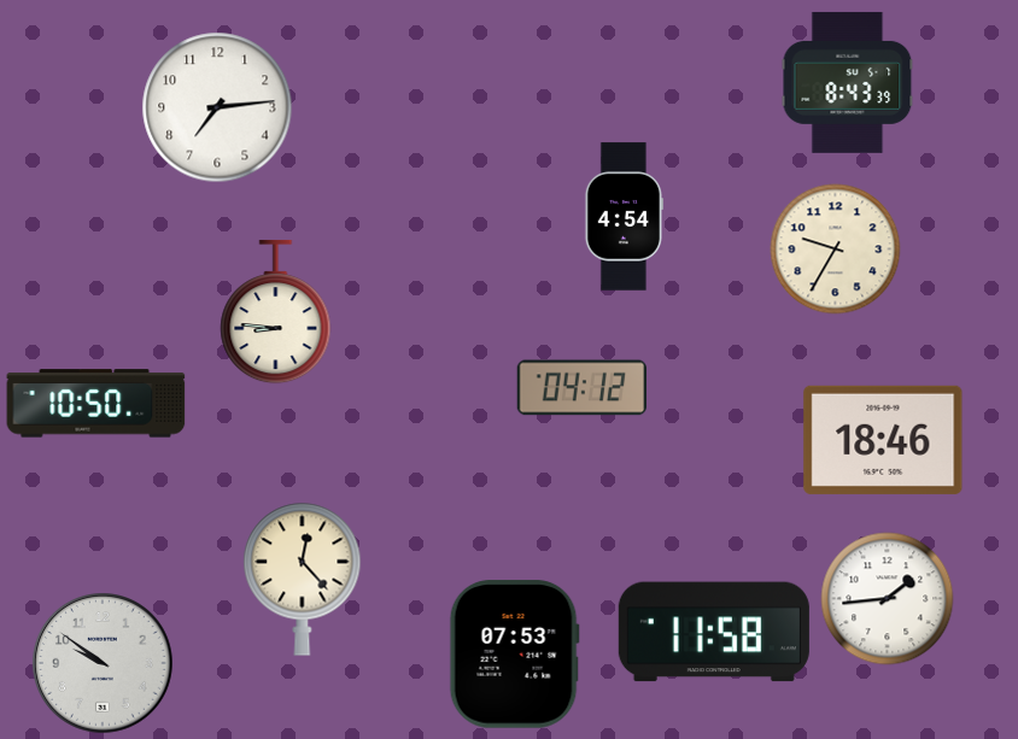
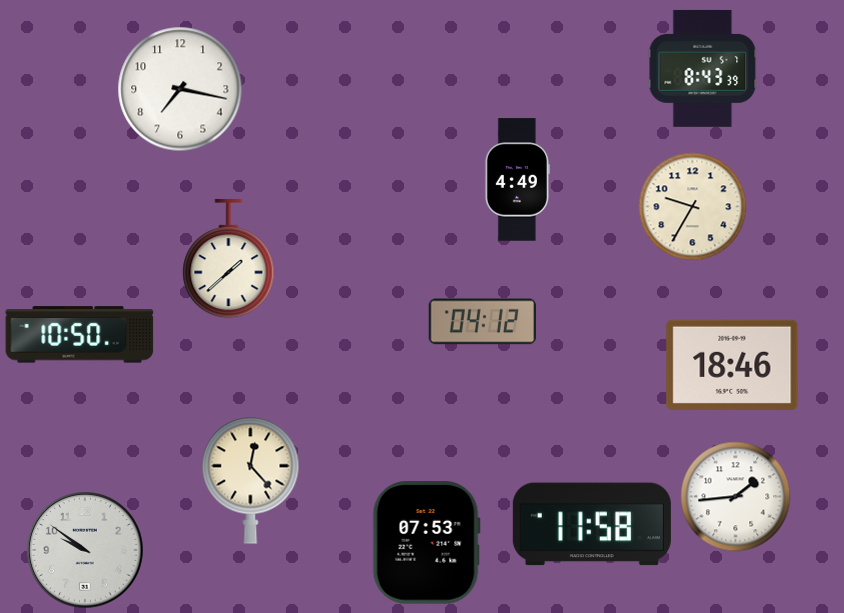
clock at (217, 107): 7:14 -> 7:17
clock at (624, 217): 4:54 -> 4:49
clock at (276, 312): 8:46 -> 1:38
